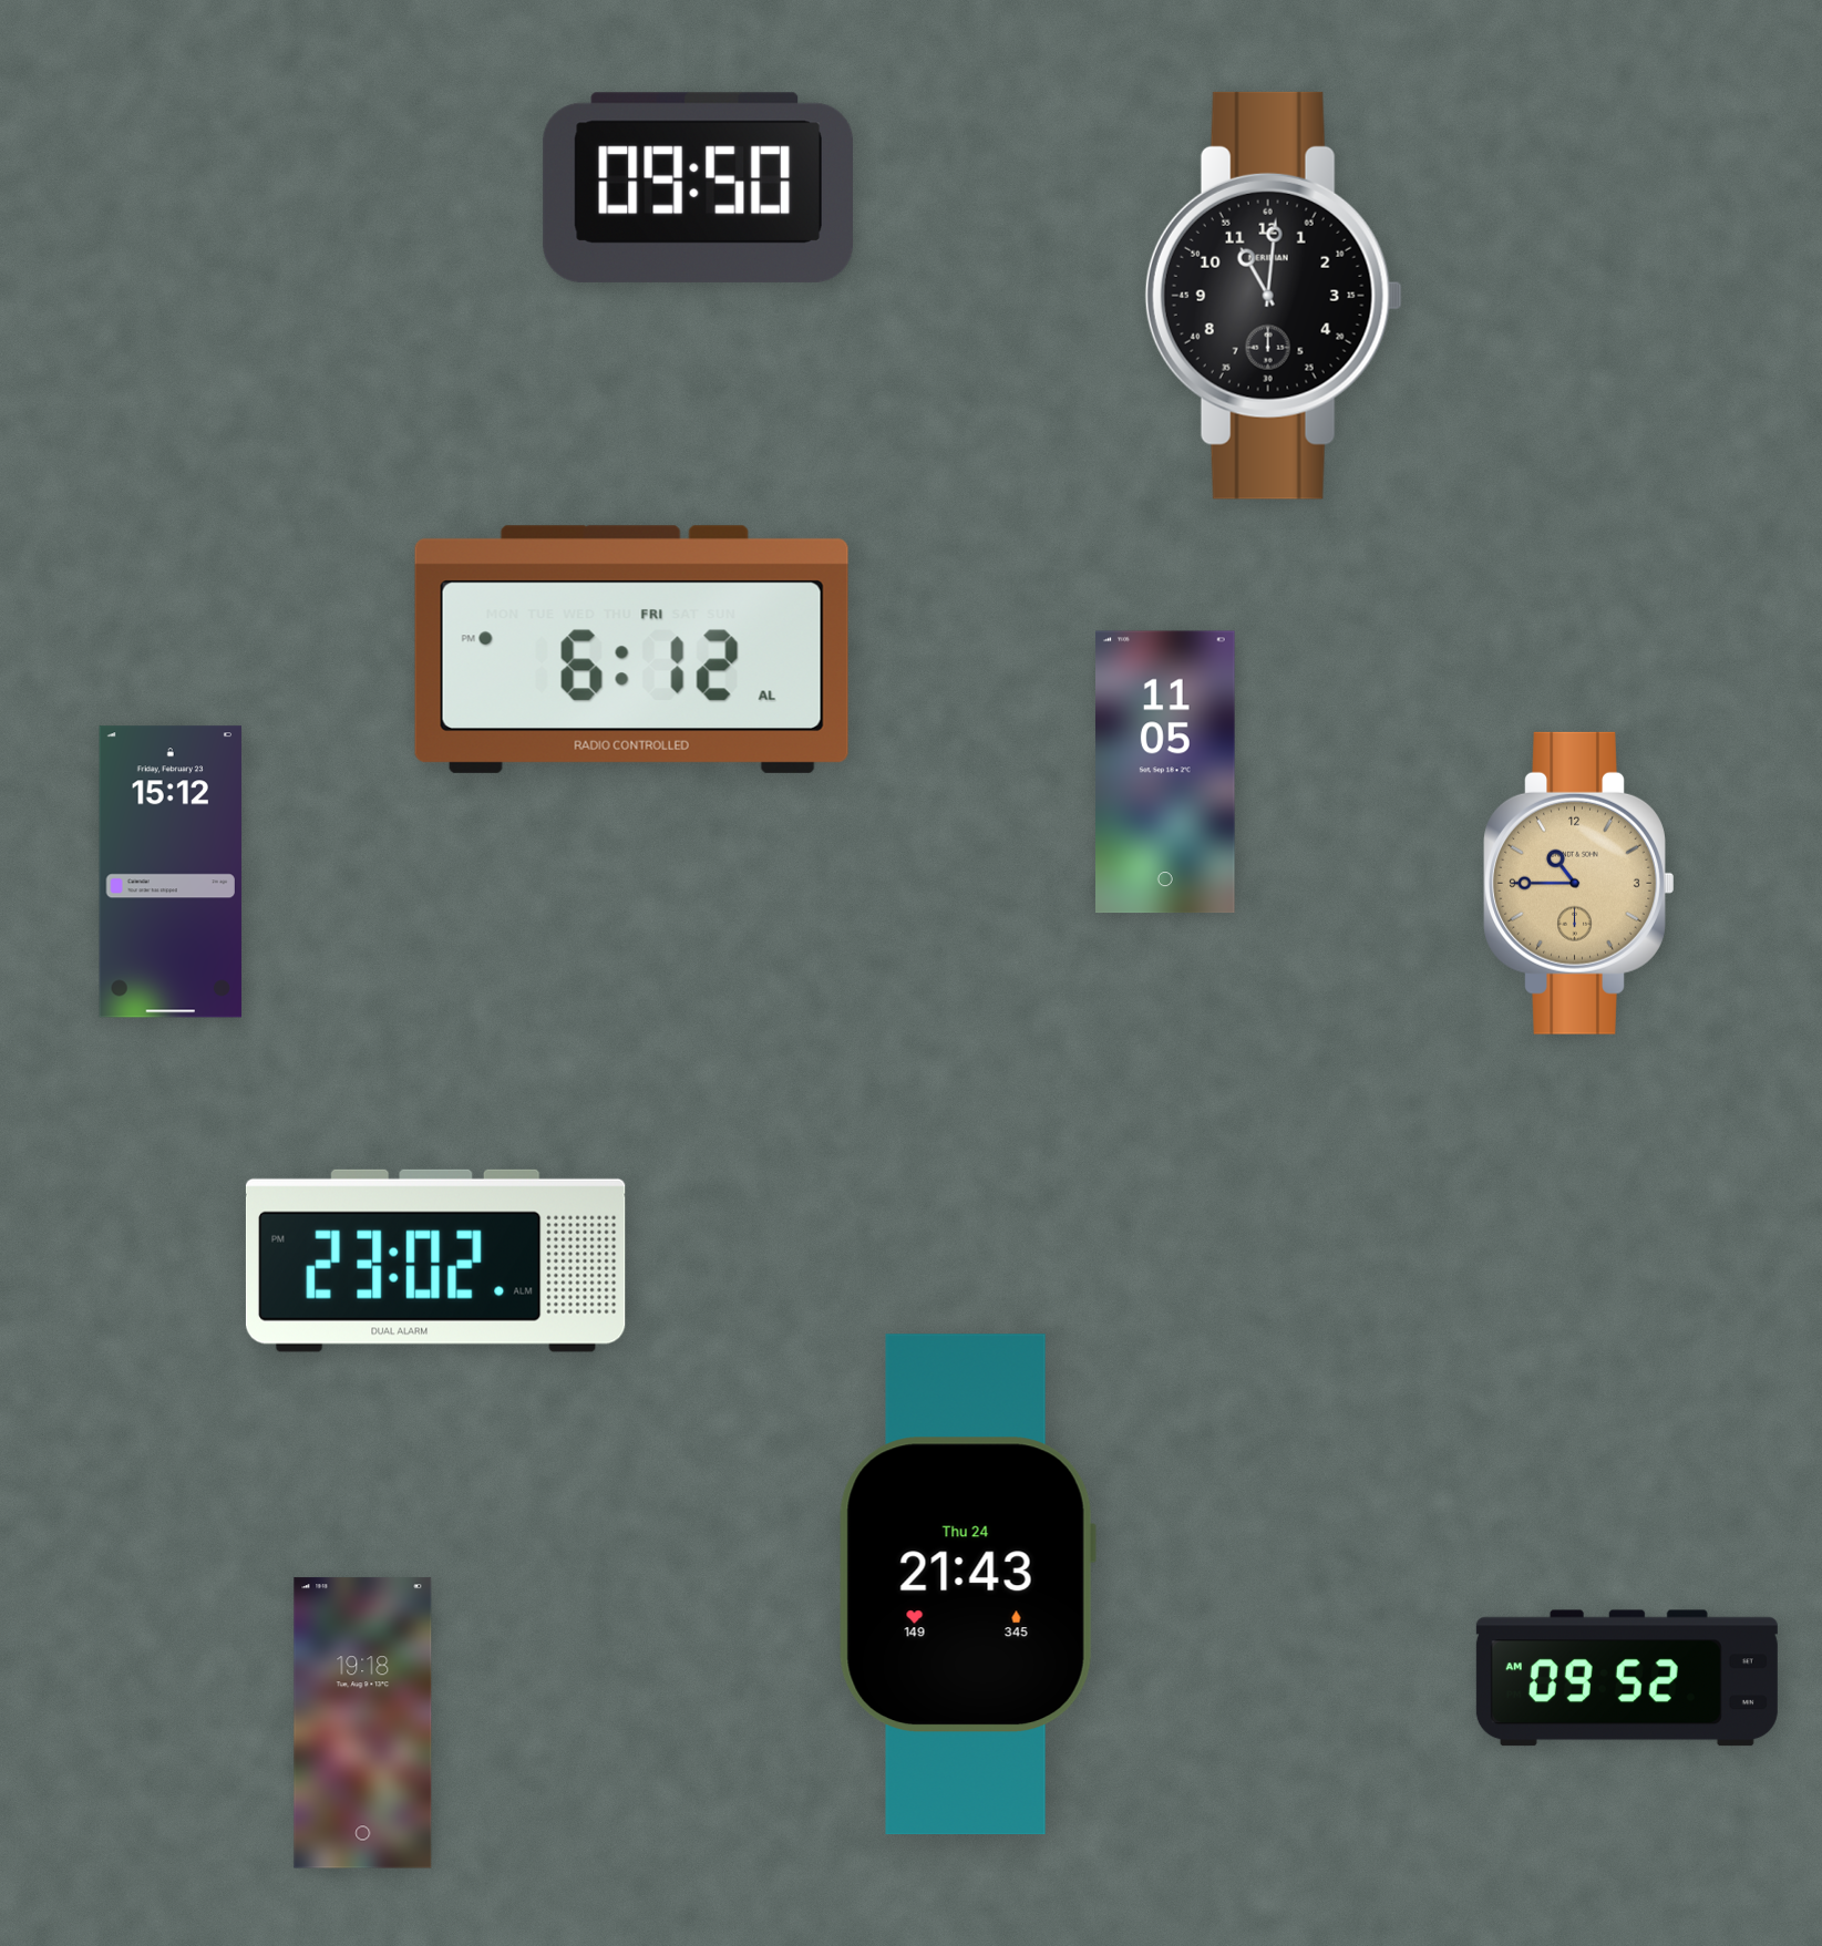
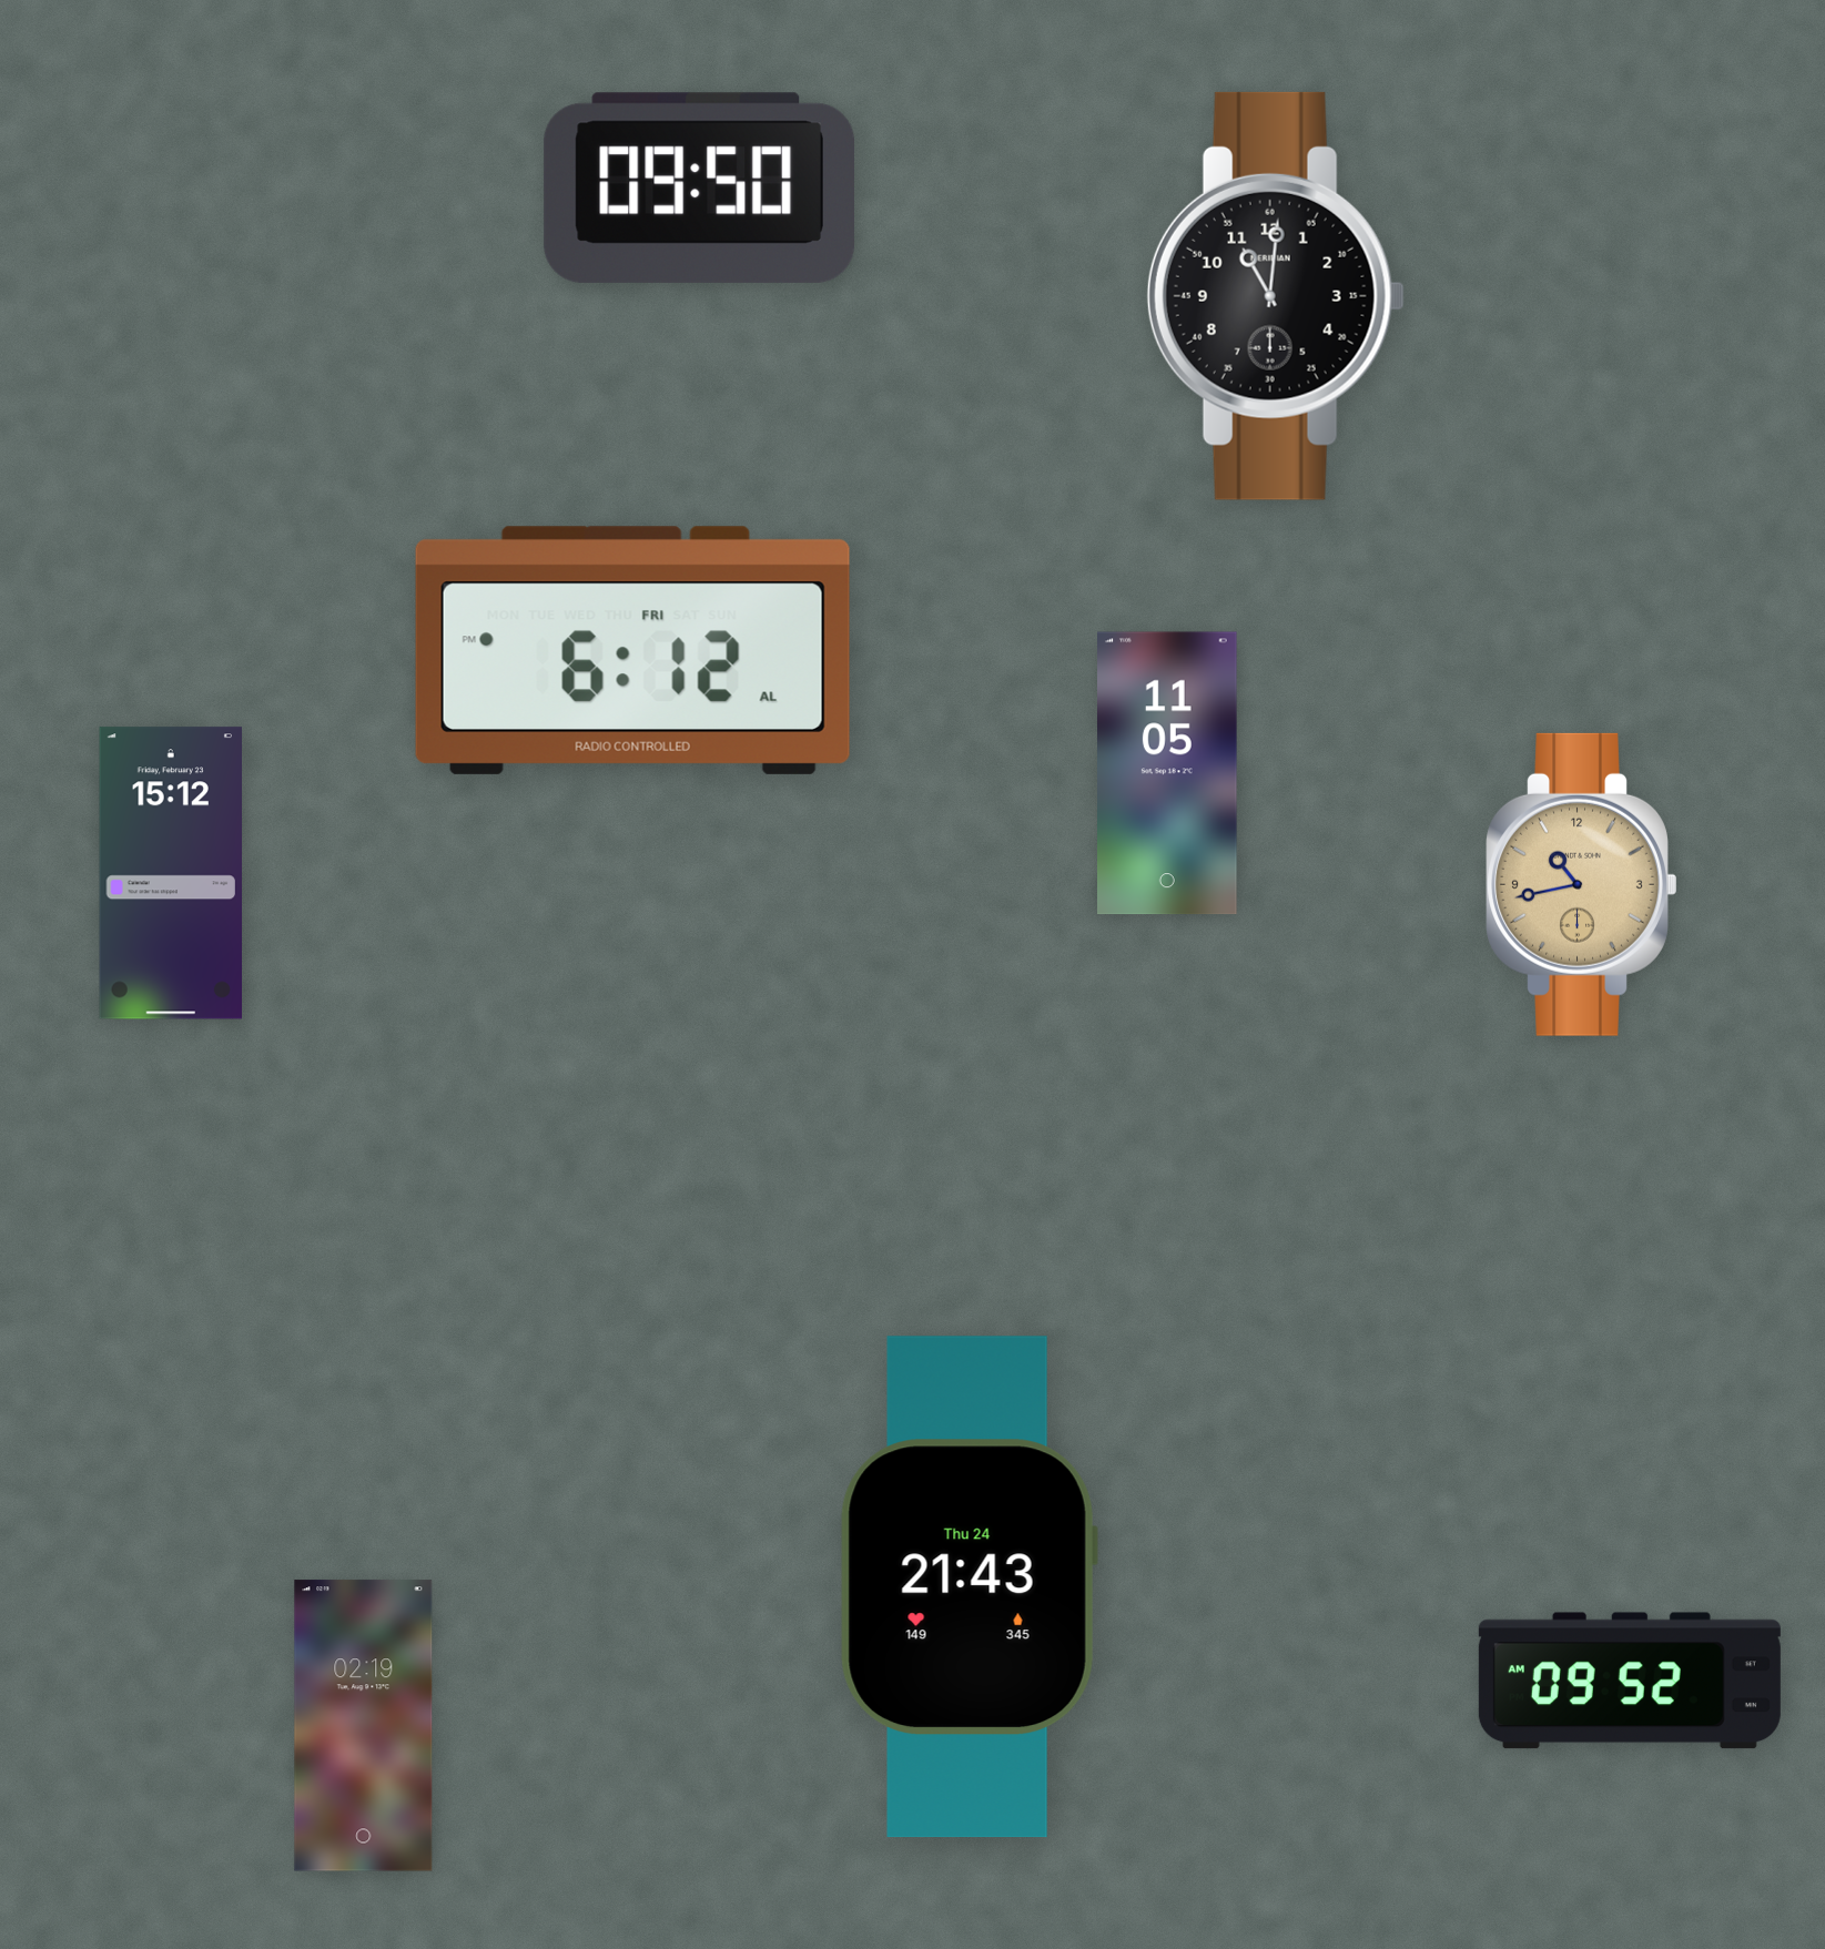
clock at (1579, 883): 10:45 -> 10:43
clock at (435, 1260): 23:02 -> none
clock at (363, 1723): 19:18 -> 02:19
